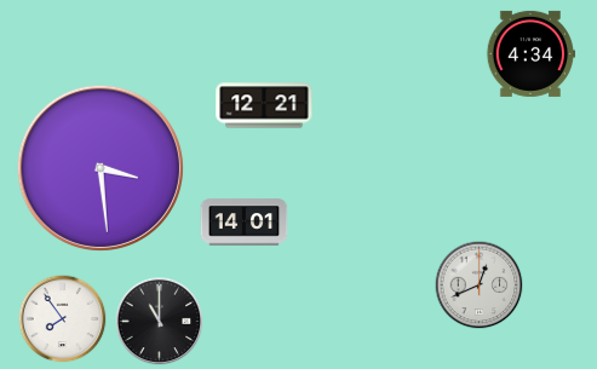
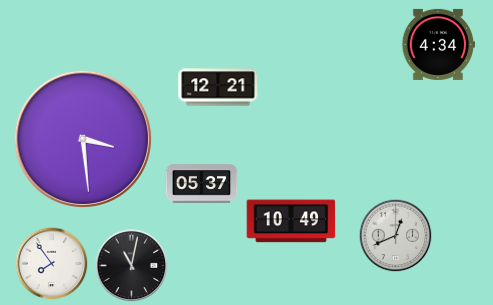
clock at (245, 223): 14:01 -> 05:37
clock at (291, 221): none -> 10:49
clock at (160, 322): 11:00 -> 11:02
